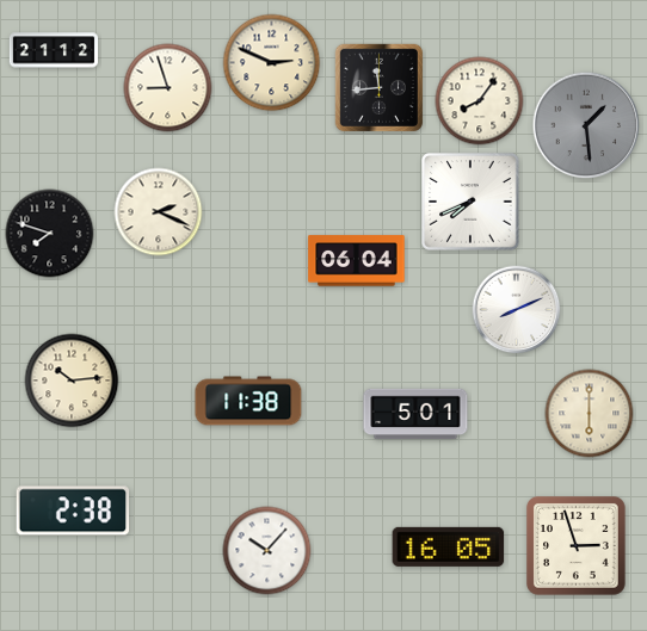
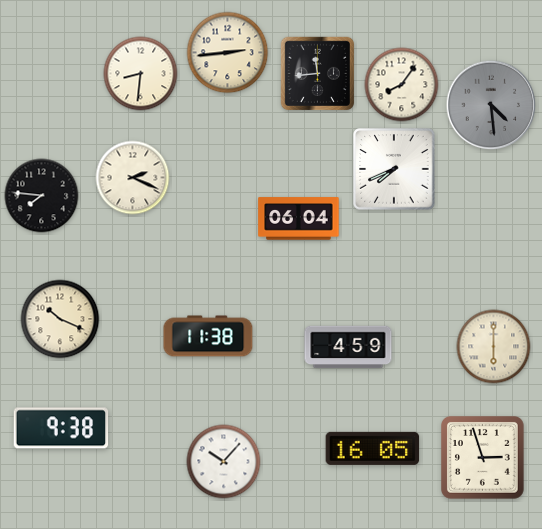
clock at (54, 50): 21:12 -> none
clock at (272, 63): 2:49 -> 2:44
clock at (168, 88): 8:57 -> 8:31
clock at (586, 125): 1:29 -> 4:29
clock at (50, 234): 7:48 -> 7:46
clock at (517, 310): 8:11 -> none
clock at (72, 381): 10:14 -> 10:19
clock at (415, 414): 5:01 -> 4:59
clock at (73, 511): 2:38 -> 9:38
clock at (449, 546) position: (449, 546) -> (373, 448)
